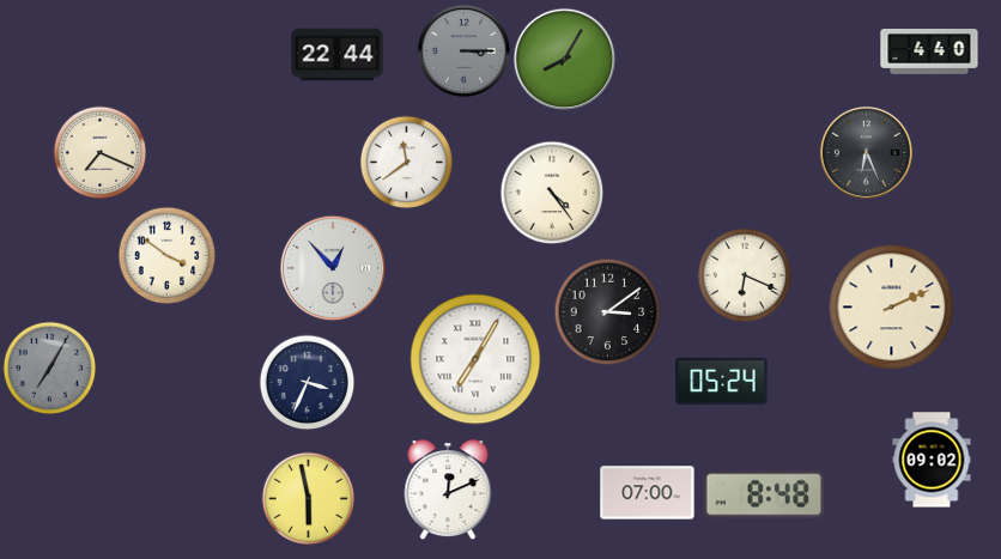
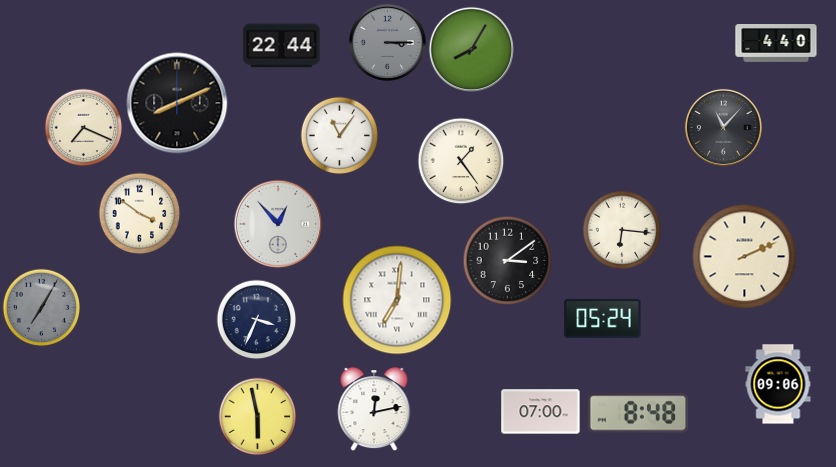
clock at (177, 103): none -> 8:11
clock at (866, 152): 6:26 -> 11:07
clock at (406, 162): 11:39 -> 11:06
clock at (552, 193): 4:24 -> 1:24
clock at (745, 275): 6:19 -> 6:16
clock at (475, 359): 7:05 -> 7:01
clock at (932, 460): 09:02 -> 09:06
clock at (448, 490): 12:11 -> 12:13
